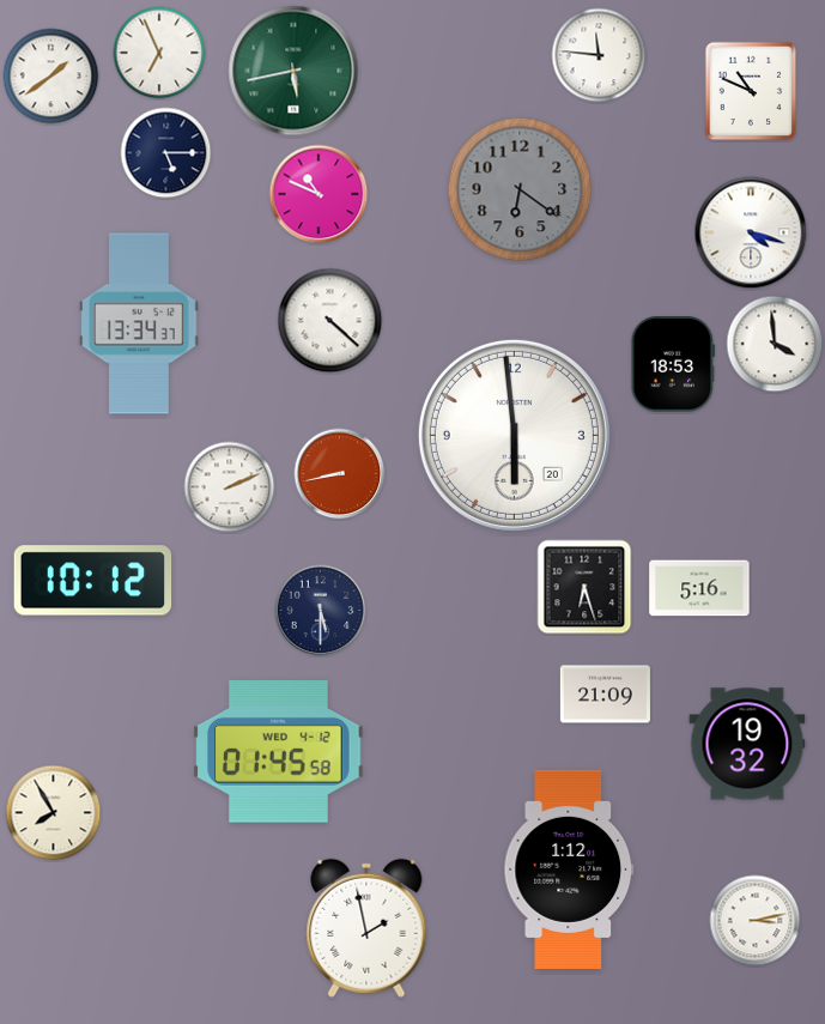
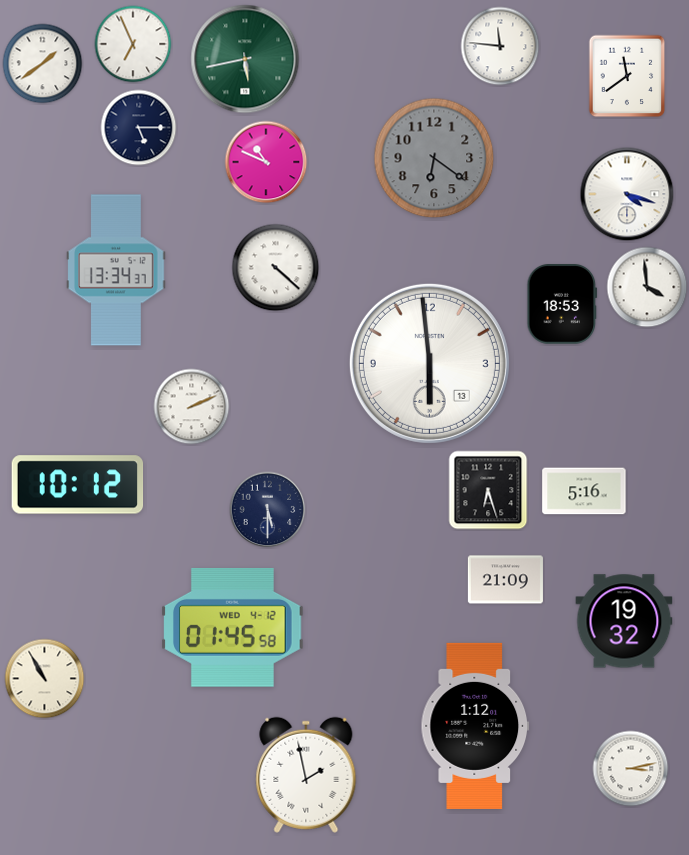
clock at (751, 91): 10:49 -> 11:39
clock at (514, 435) date: 20 -> 13
clock at (340, 474): 8:43 -> none
clock at (54, 813): 7:55 -> 10:55
